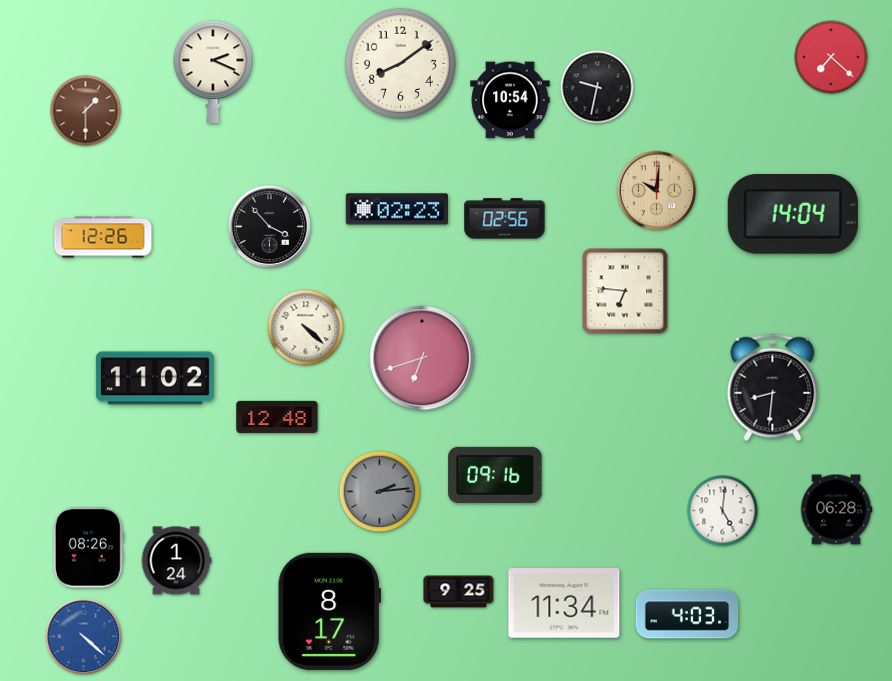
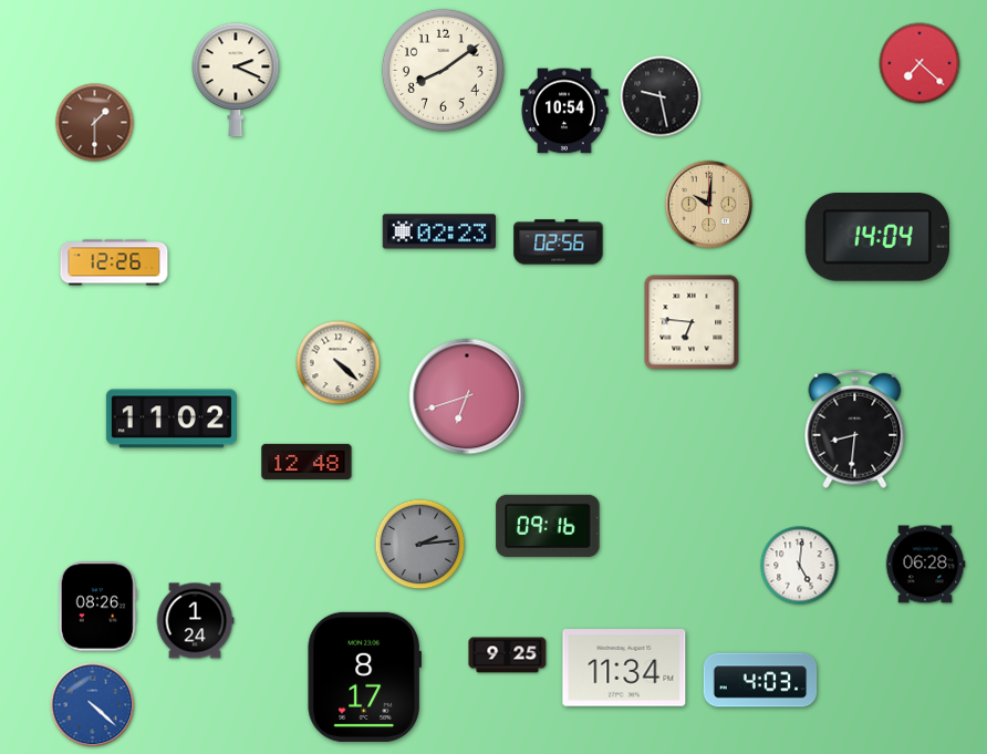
clock at (597, 87): 9:32 -> 9:28
clock at (657, 191) position: (657, 191) -> (709, 205)
clock at (269, 226): 3:53 -> none
